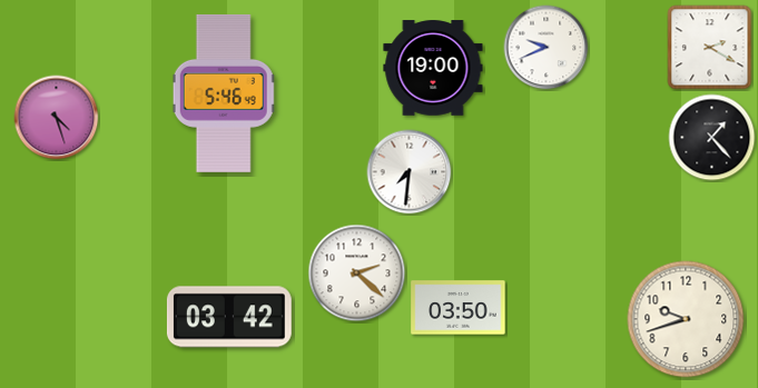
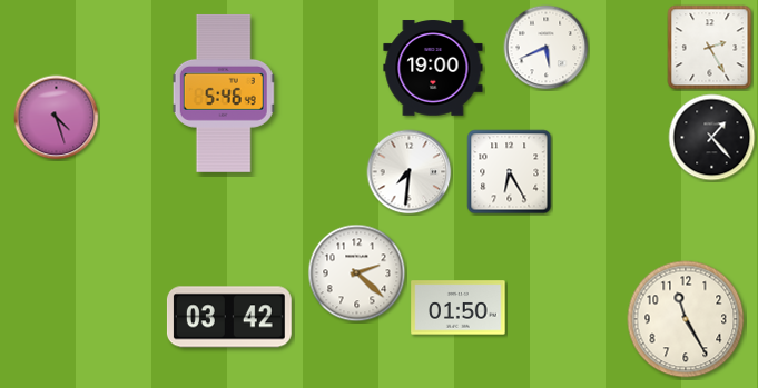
clock at (547, 48): 9:41 -> 5:41
clock at (710, 48): 2:20 -> 2:25
clock at (510, 172): none -> 6:25
clock at (459, 308): 03:50 -> 01:50
clock at (686, 319): 9:42 -> 11:25
